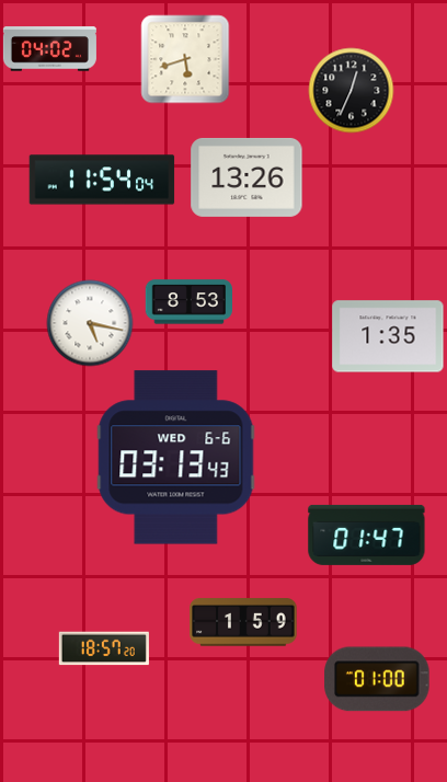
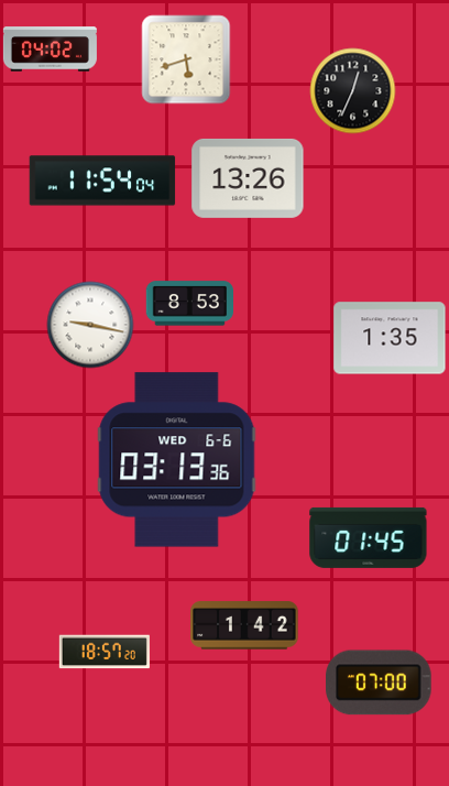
clock at (90, 323): 5:17 -> 9:17
clock at (176, 458): 03:13:43 -> 03:13:36
clock at (367, 534): 01:47 -> 01:45
clock at (243, 622): 1:59 -> 1:42
clock at (377, 679): 01:00 -> 07:00
